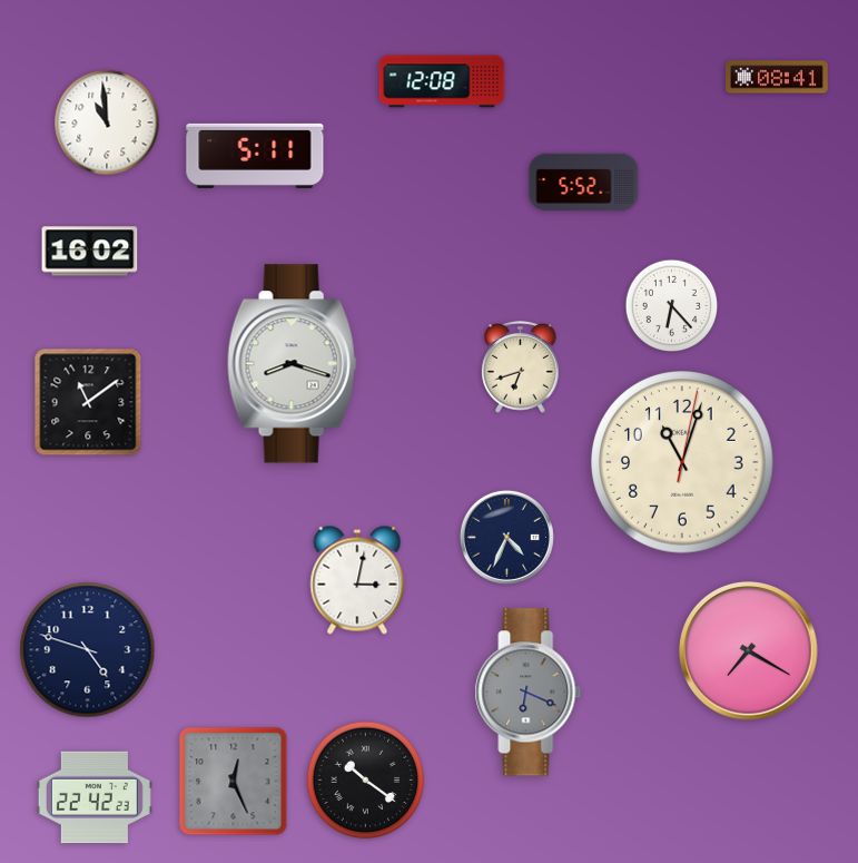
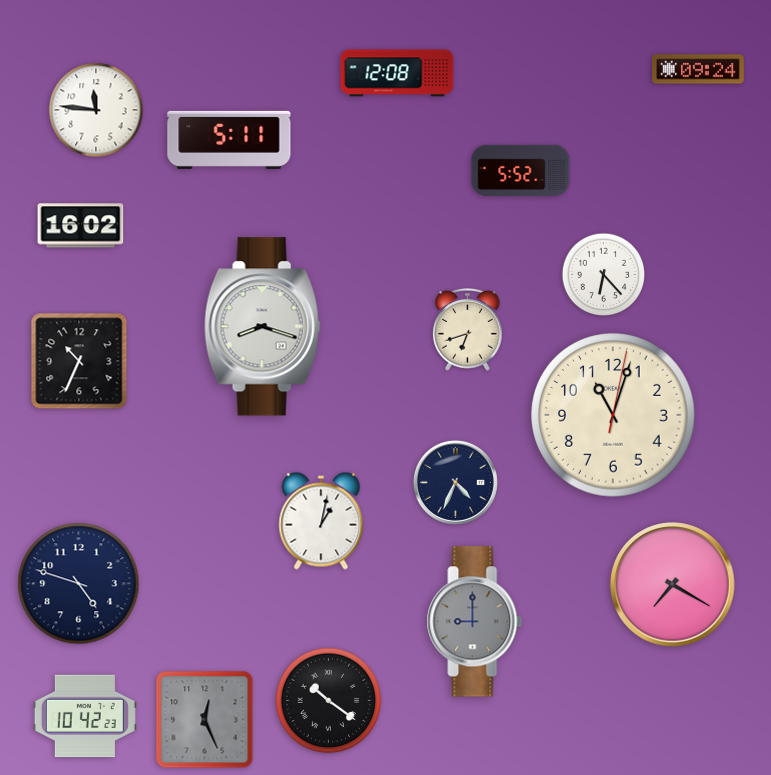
clock at (777, 77): 08:41 -> 09:24
clock at (107, 122): 10:59 -> 11:46
clock at (584, 182) position: (584, 182) -> (521, 170)
clock at (88, 402): 11:09 -> 10:34
clock at (357, 580): 3:02 -> 1:02
clock at (529, 693): 6:19 -> 9:00
clock at (234, 782) position: (234, 782) -> (205, 720)
clock at (95, 797): 22:42 -> 10:42
